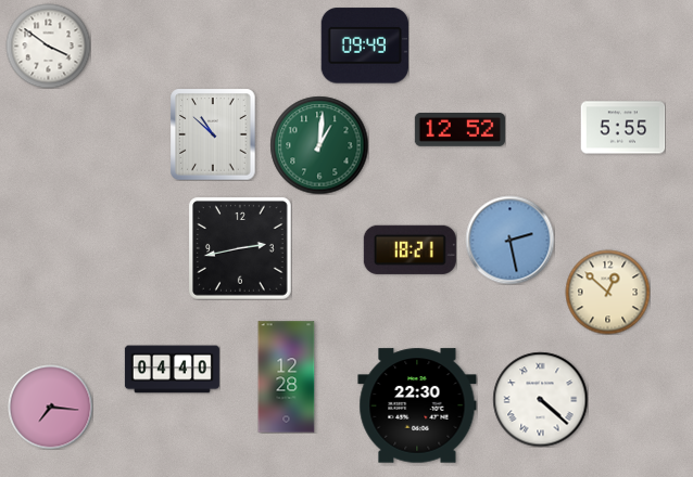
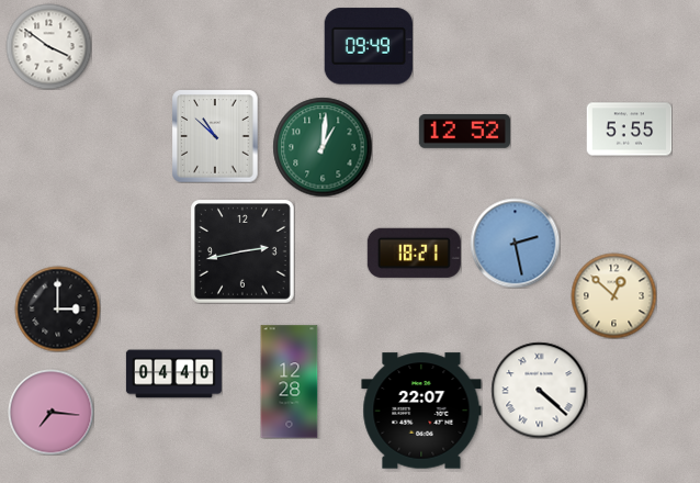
clock at (57, 308): none -> 3:00
clock at (540, 399) position: (540, 399) -> (539, 390)
clock at (417, 405): 22:30 -> 22:07
